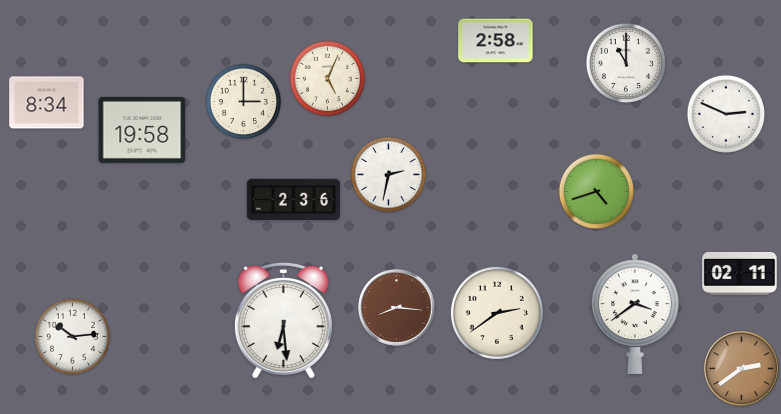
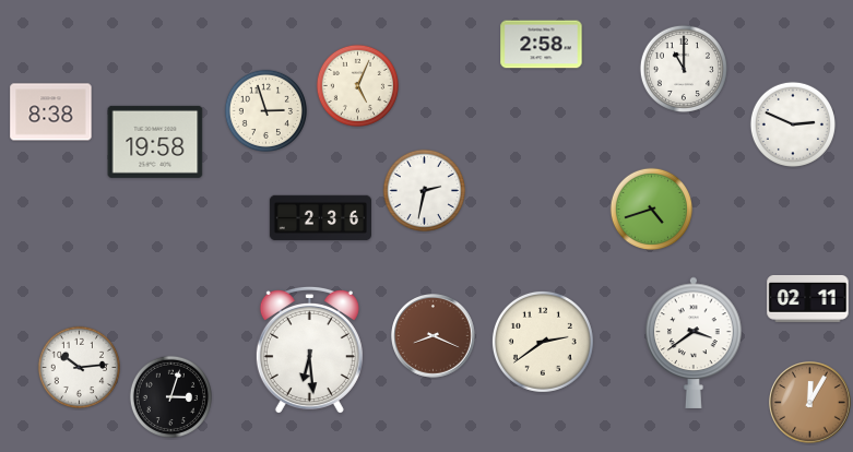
clock at (243, 101): 3:00 -> 2:57
clock at (47, 103): 8:34 -> 8:38
clock at (397, 308): 8:16 -> 8:19
clock at (170, 396): none -> 3:03
clock at (742, 369): 2:39 -> 12:05
